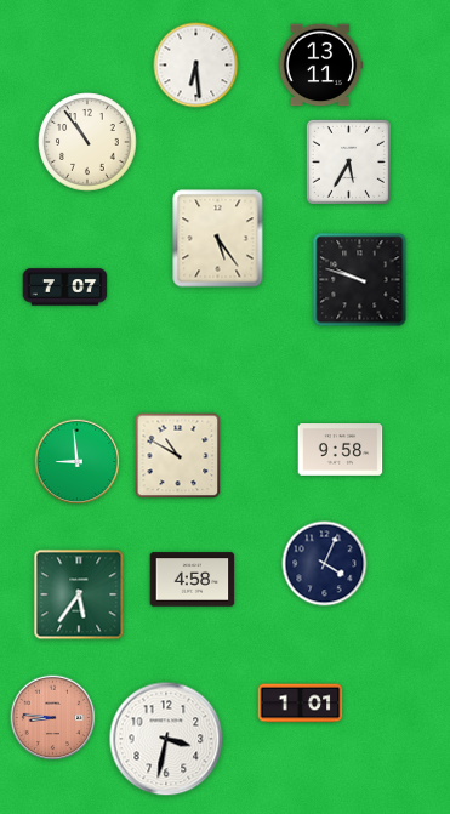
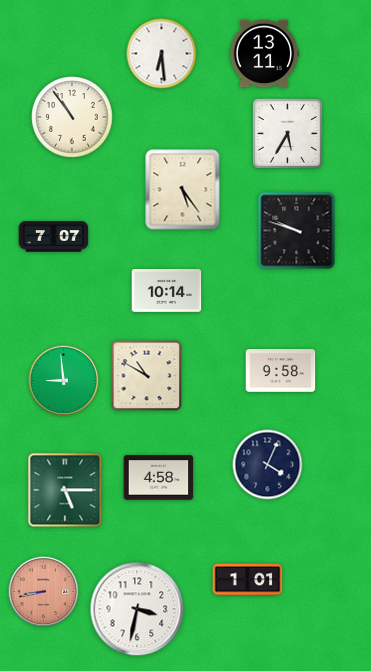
clock at (218, 239) position: (218, 239) -> (183, 190)
clock at (167, 291): none -> 10:14
clock at (79, 594): 5:36 -> 5:15
clock at (53, 718): 8:46 -> 8:43
